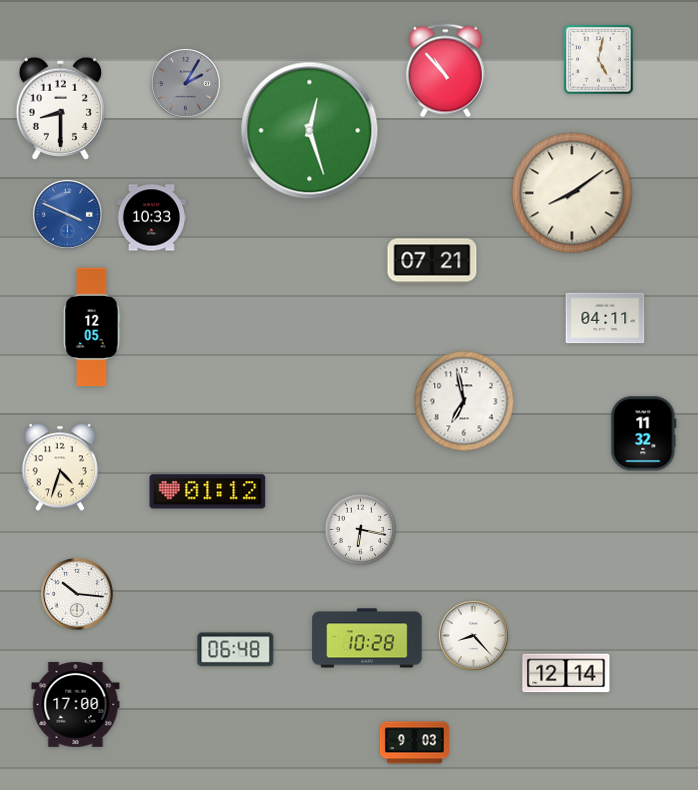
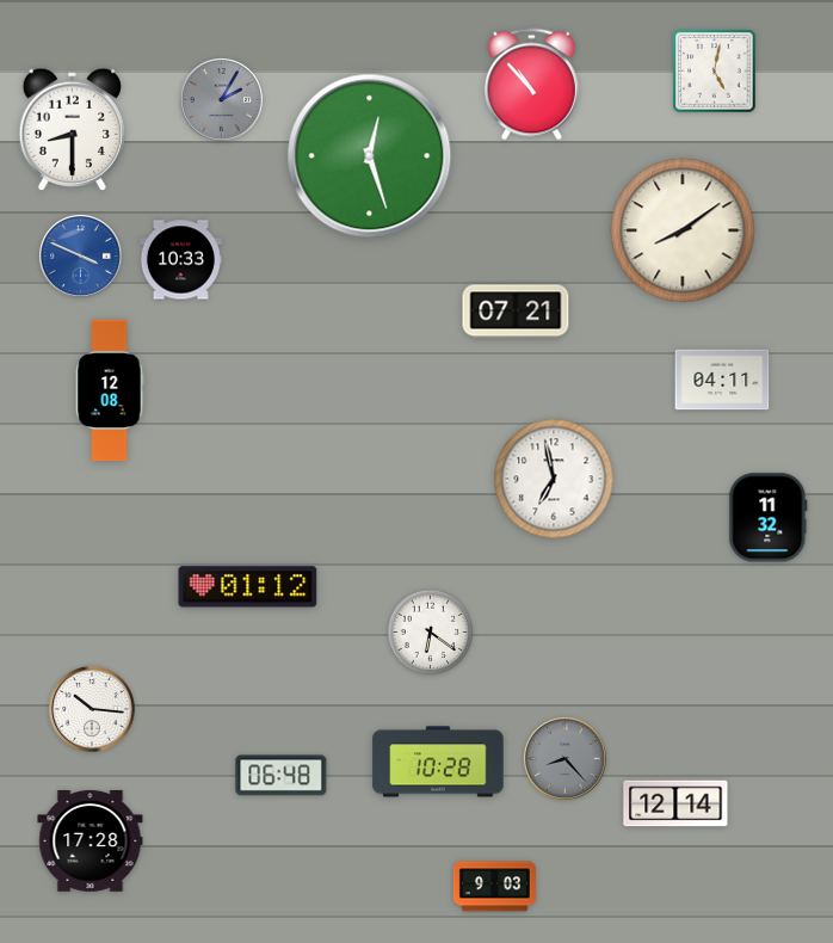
clock at (92, 327): 12:05 -> 12:08
clock at (60, 467): 4:33 -> none
clock at (361, 530): 6:17 -> 6:21
clock at (473, 635) dial: white -> grey
clock at (76, 704): 17:00 -> 17:28
